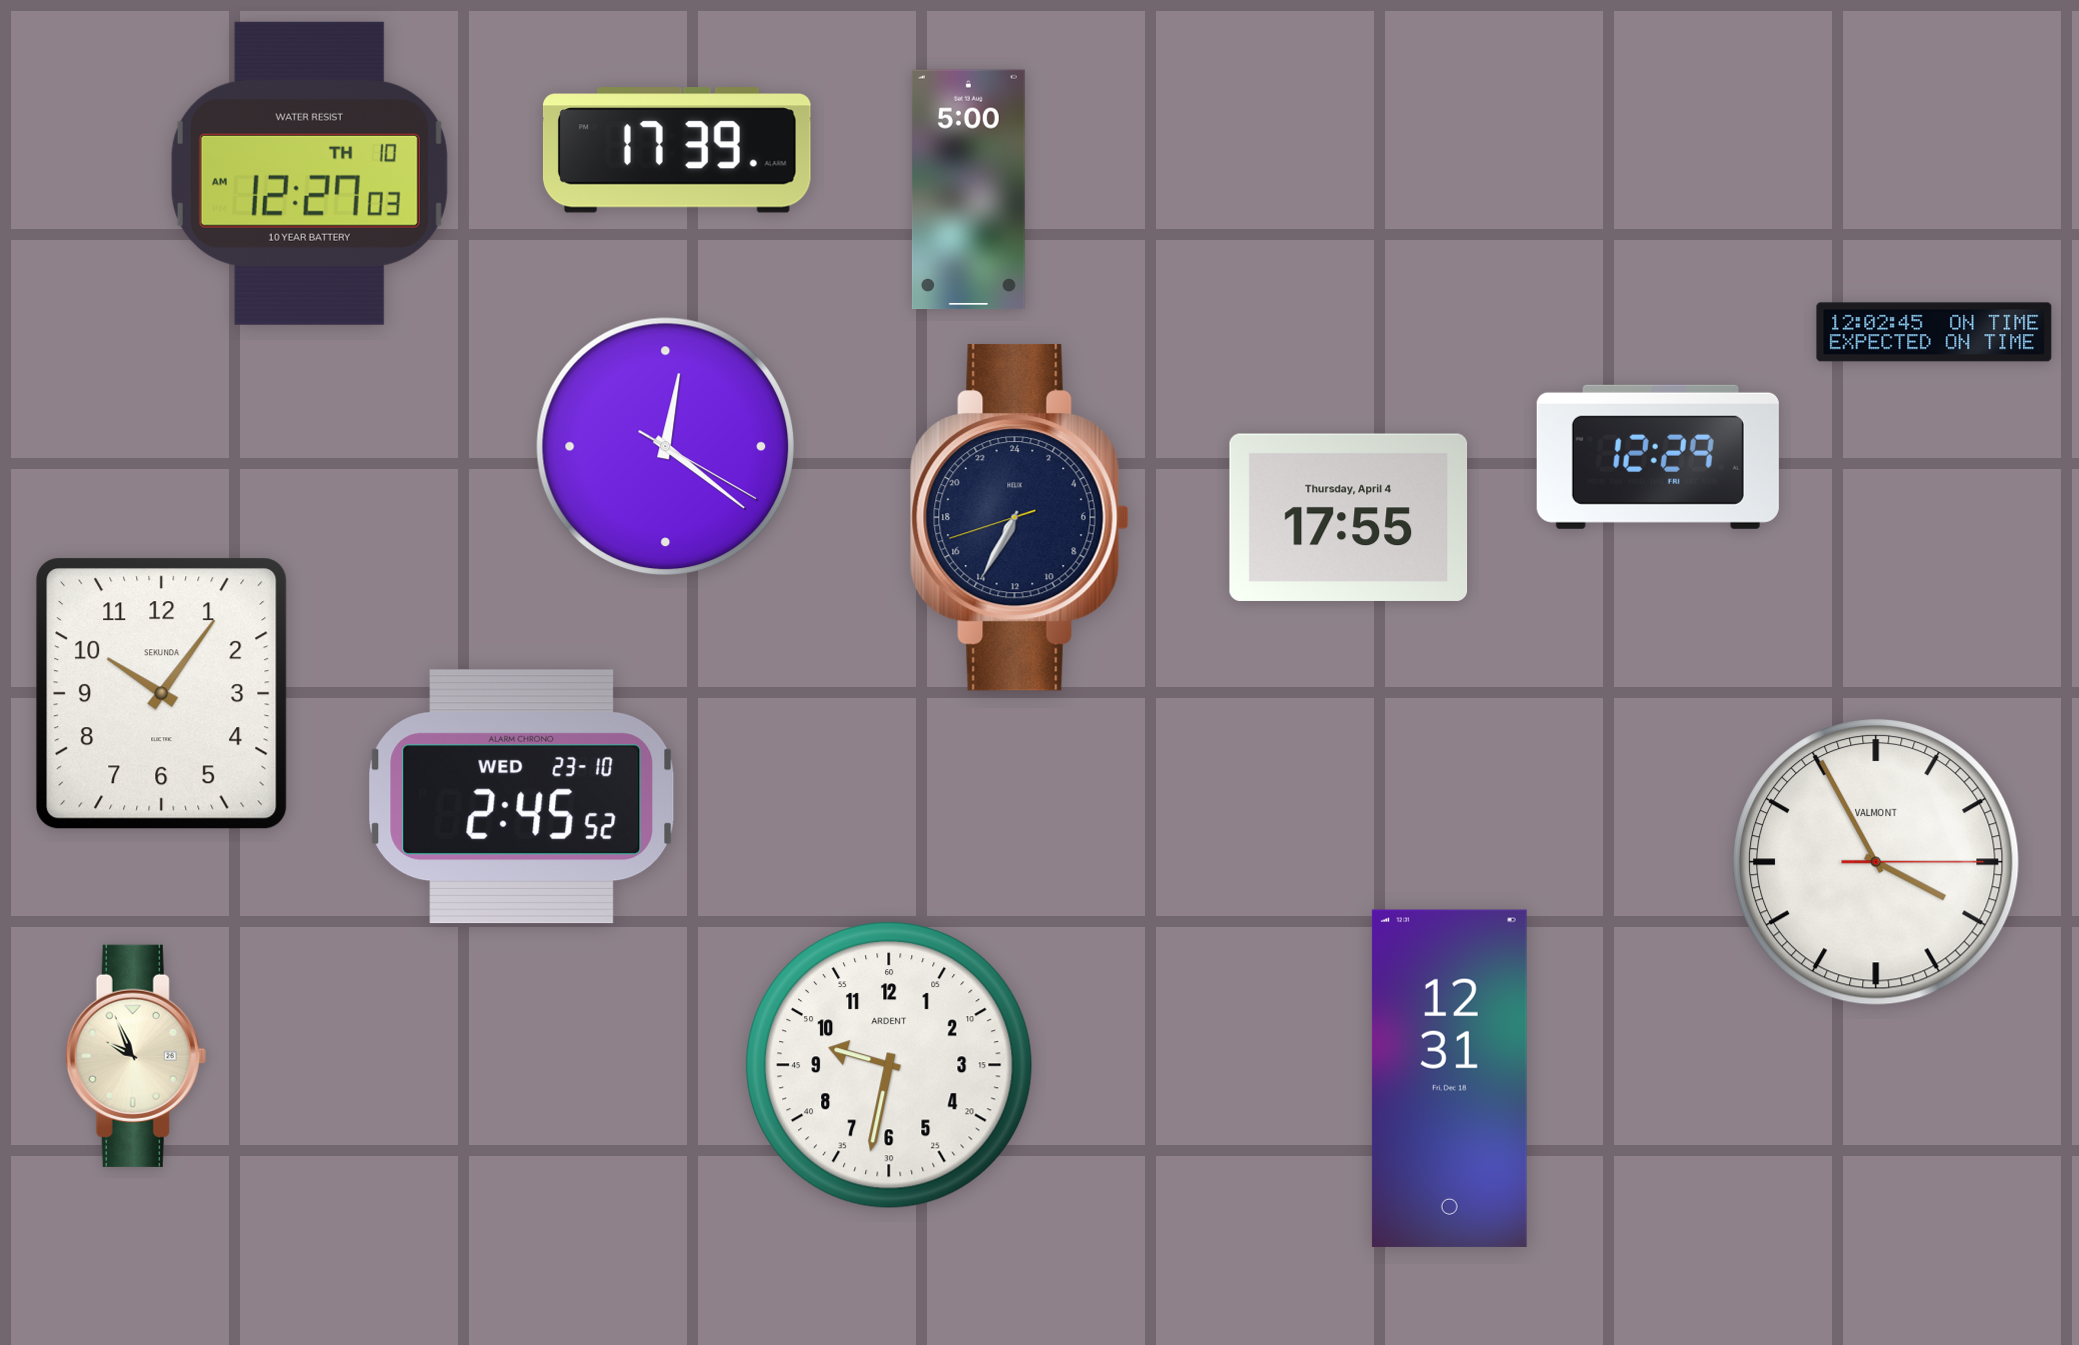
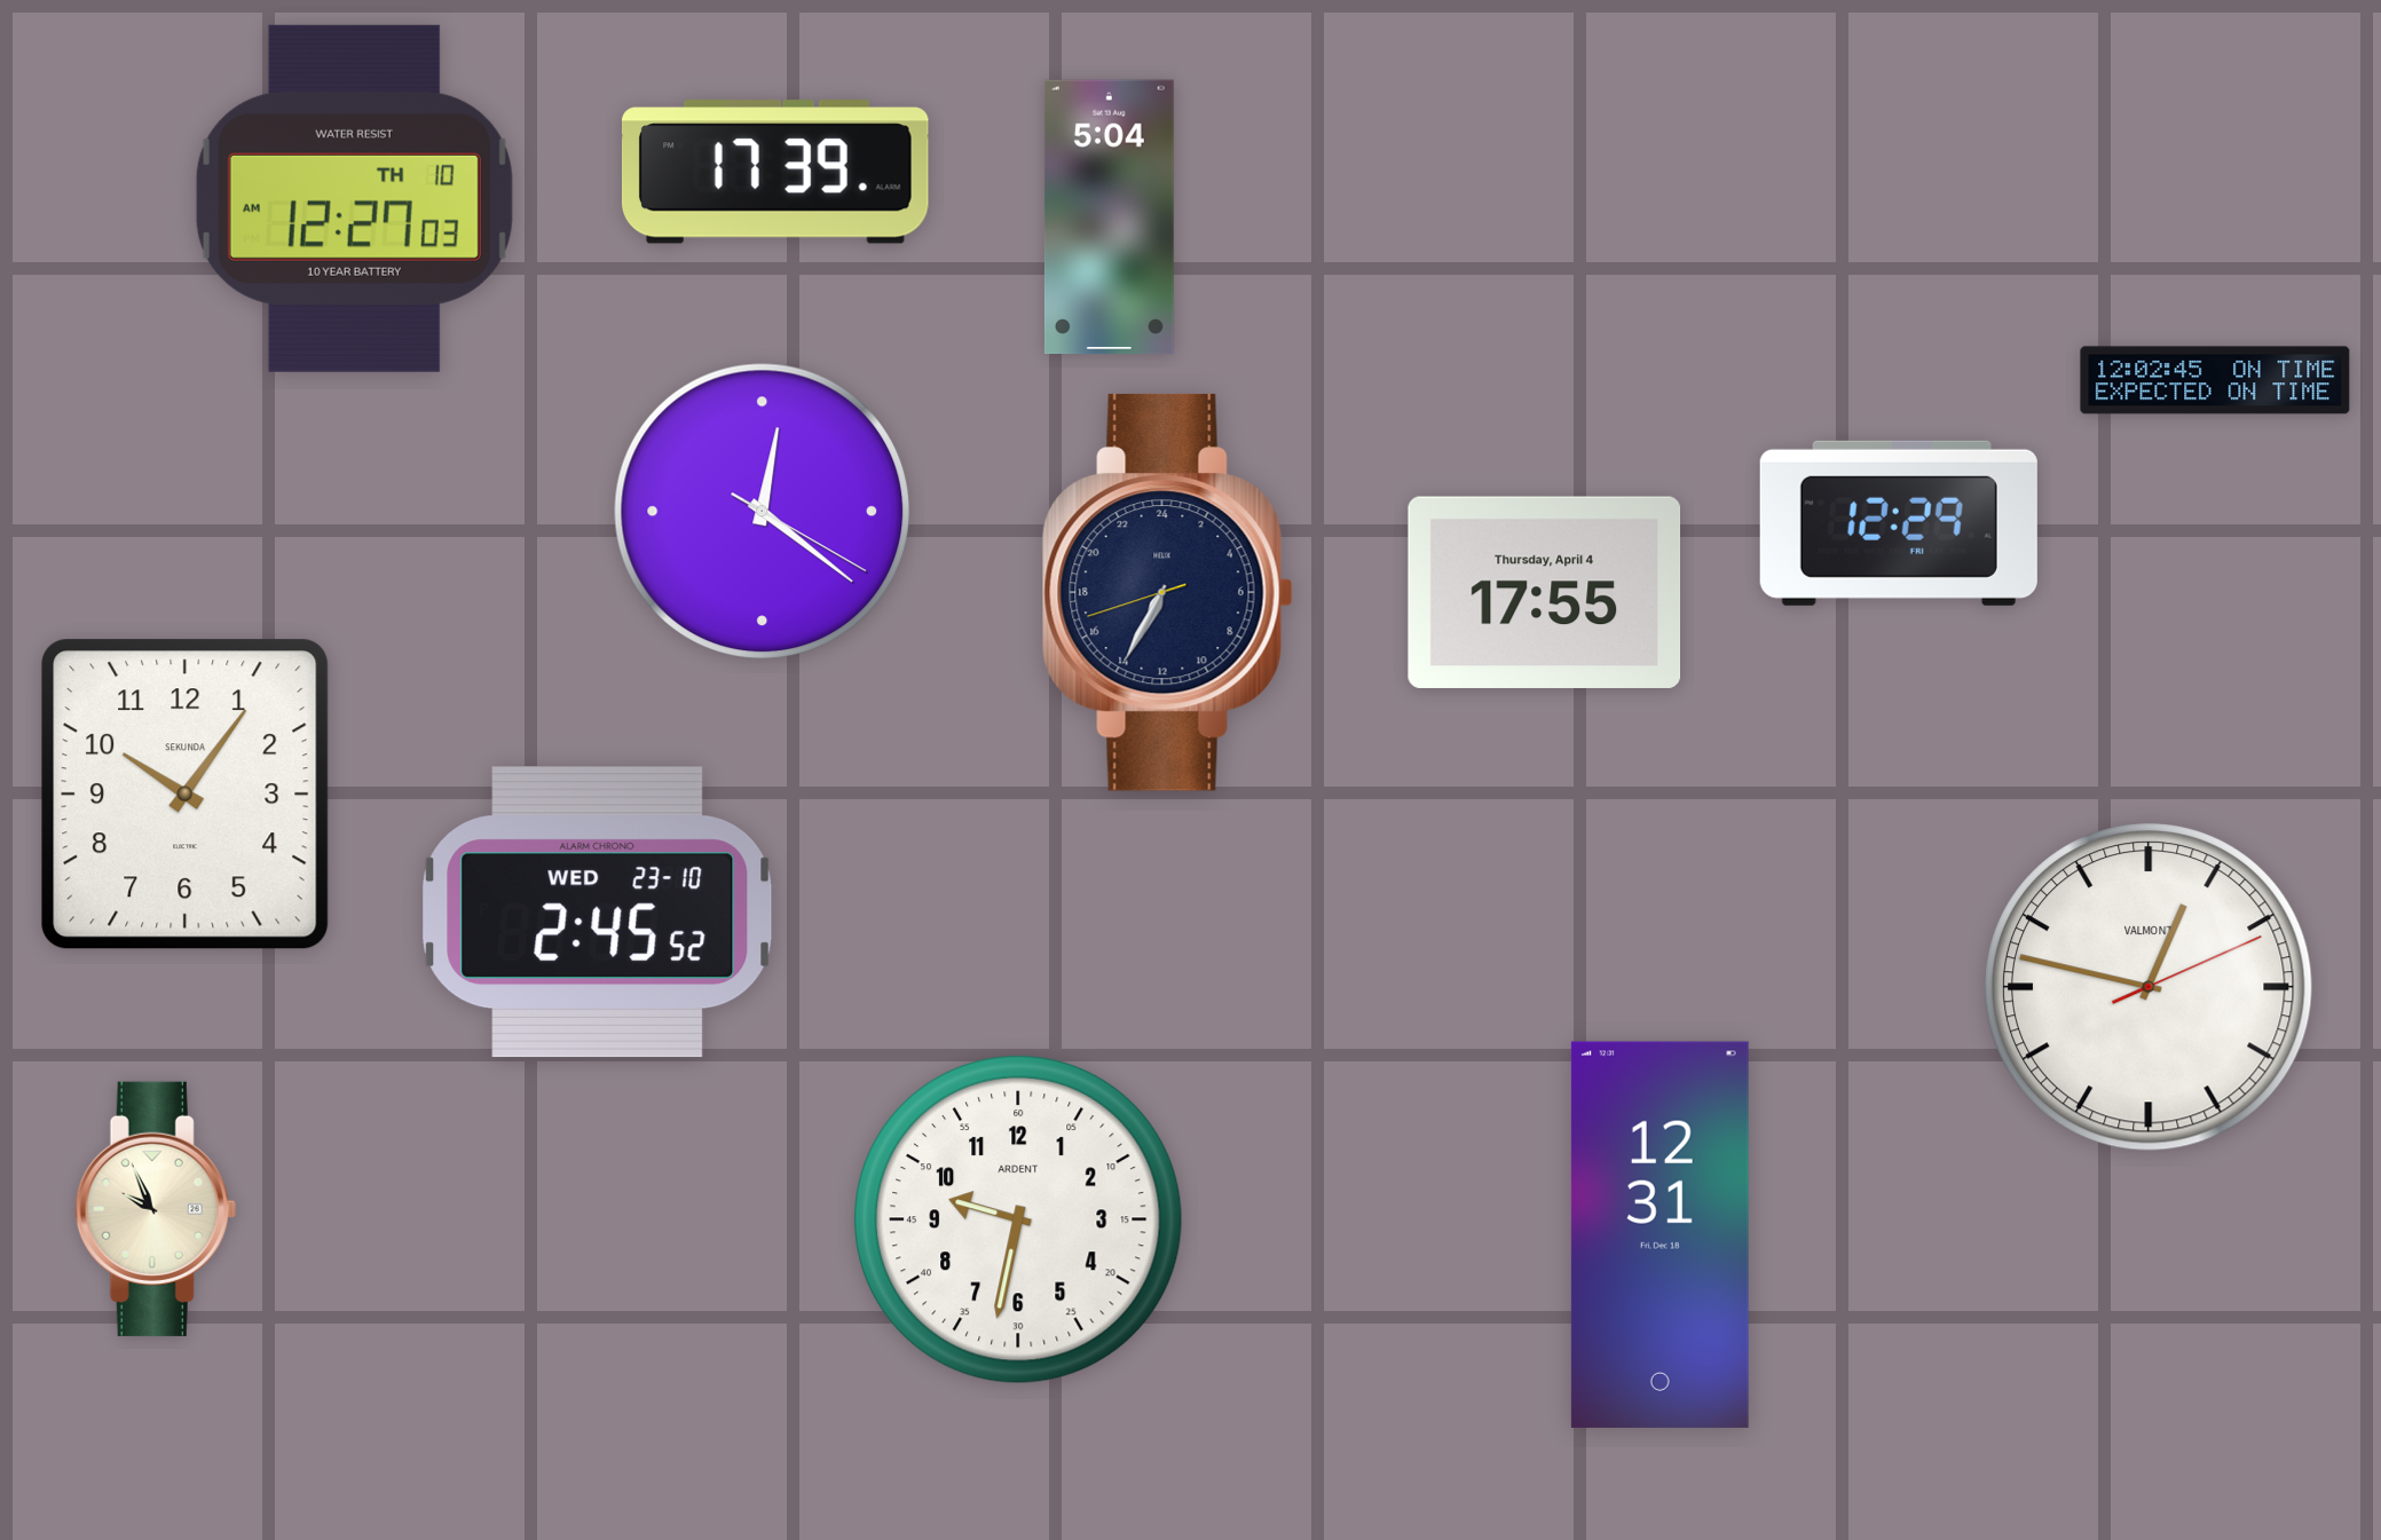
clock at (968, 190): 5:00 -> 5:04
clock at (1877, 863): 3:55 -> 12:47
